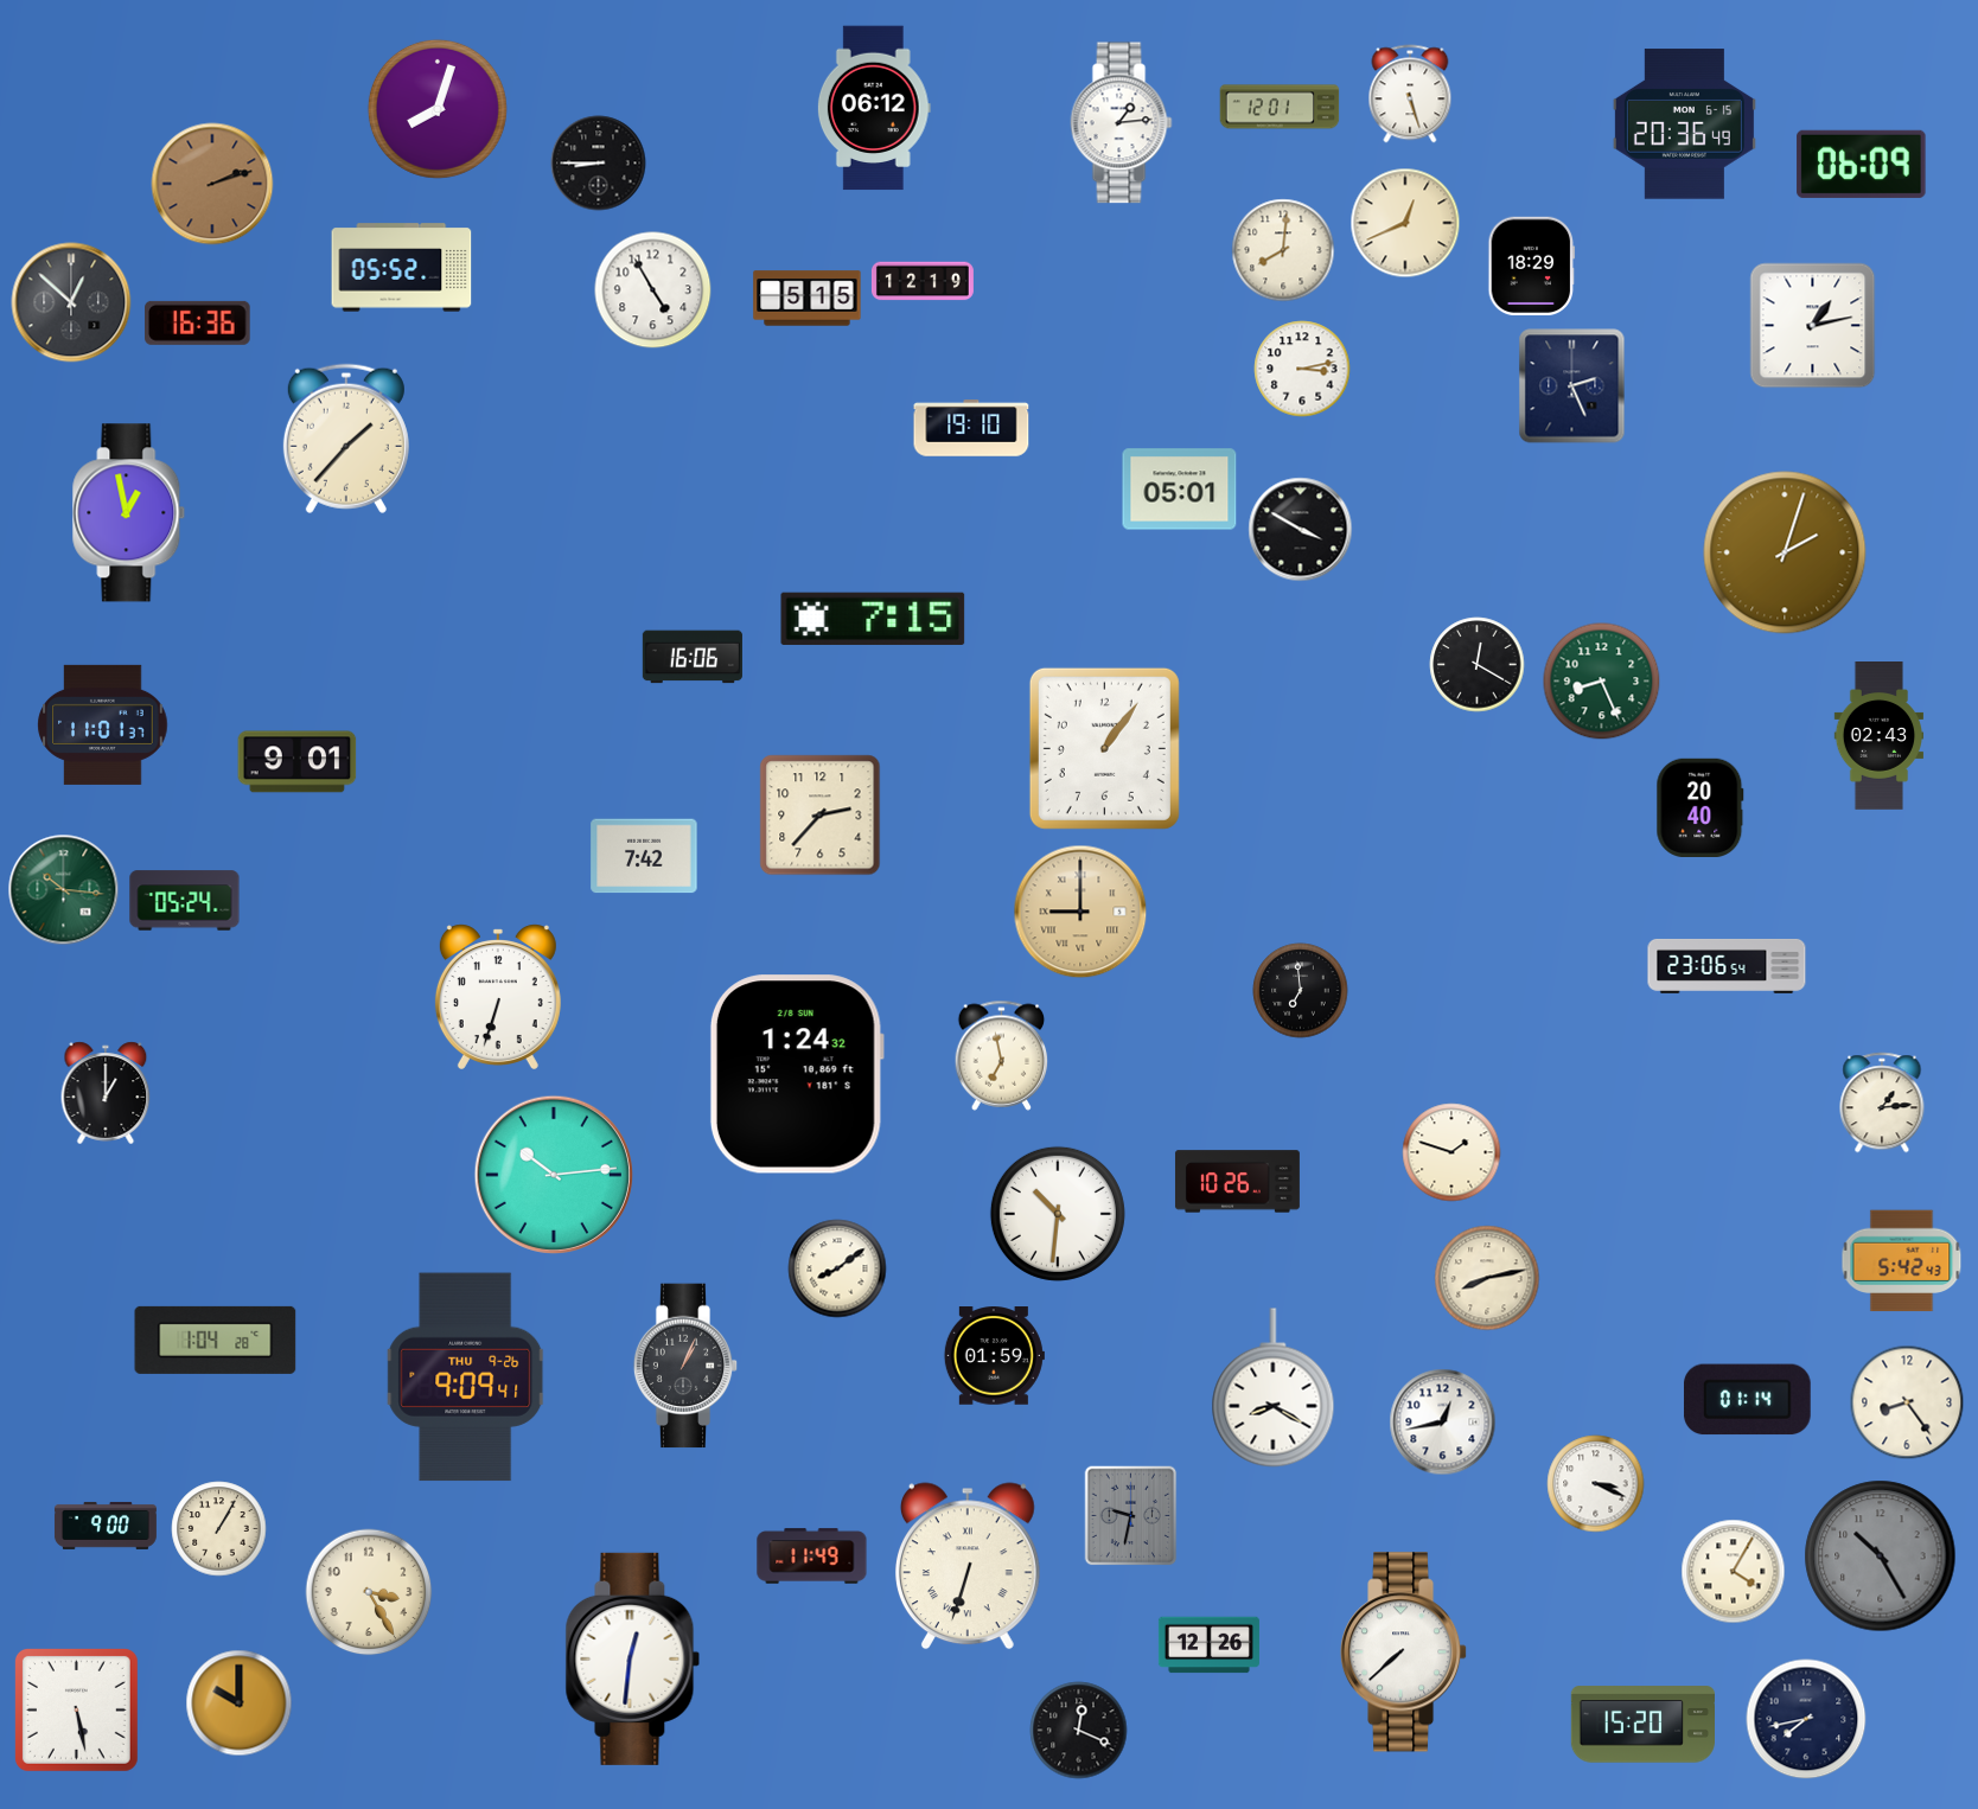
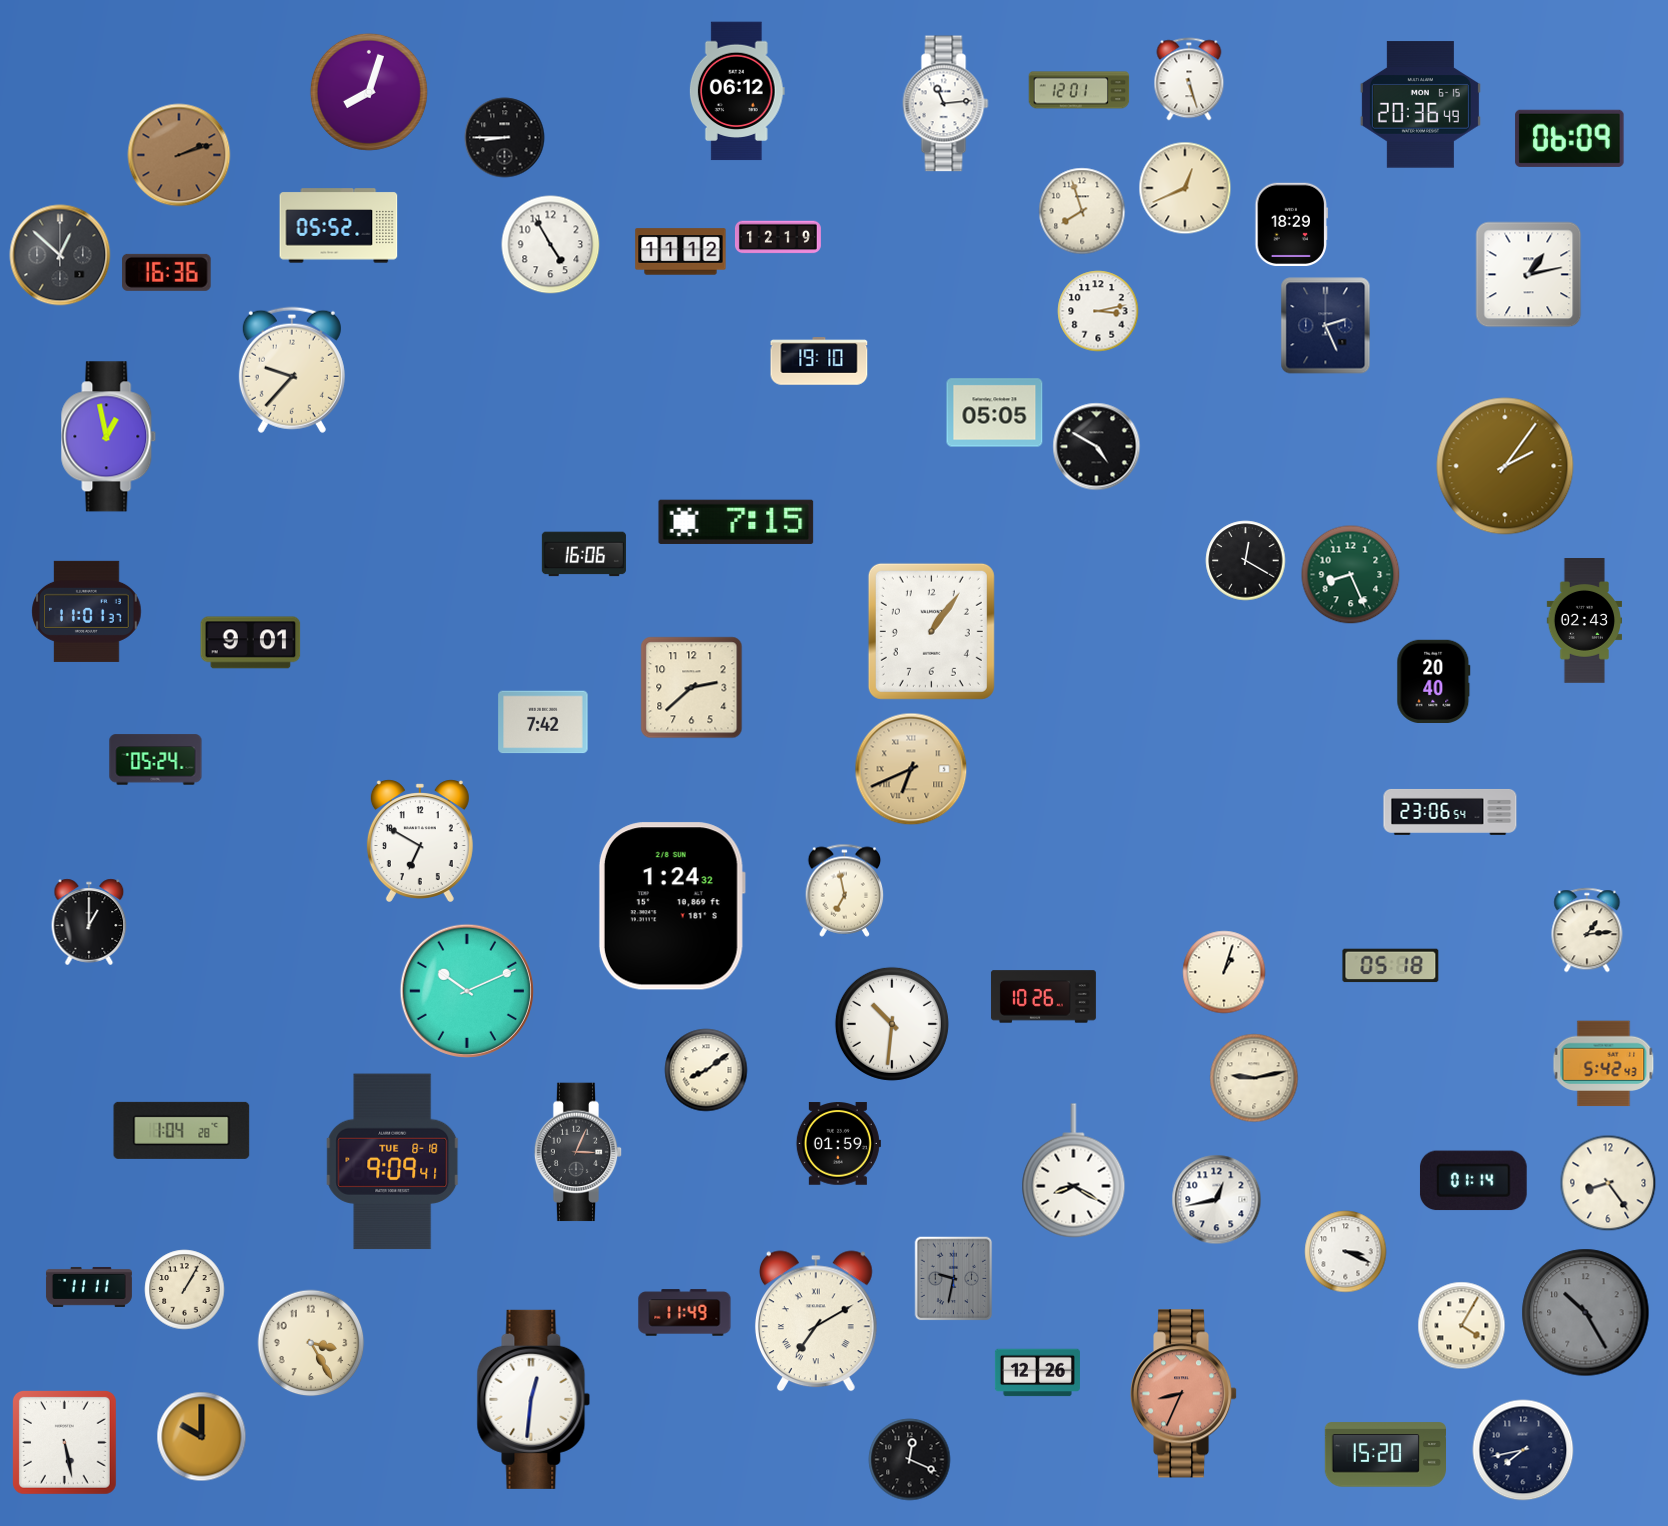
clock at (1122, 123): 1:14 -> 11:14
clock at (1283, 250): 8:01 -> 7:57
clock at (808, 299): 5:15 -> 11:12
clock at (346, 439): 1:37 -> 9:37
clock at (1180, 490): 05:01 -> 05:05
clock at (129, 513) position: (129, 513) -> (109, 437)
clock at (1301, 530): 3:50 -> 4:50
clock at (1785, 552): 2:03 -> 2:06
clock at (821, 816): 2:37 -> 2:38
clock at (64, 890): 10:16 -> none
clock at (1080, 912): 9:00 -> 6:41
clock at (1727, 966) position: (1727, 966) -> (1450, 812)
clock at (1301, 991): 6:59 -> none
clock at (498, 997): 6:33 -> 6:50
clock at (1391, 966): none -> 05:18
clock at (1451, 1152): 1:48 -> 1:03
clock at (554, 1175): 10:14 -> 10:11
clock at (1487, 1278): 8:13 -> 9:13
clock at (685, 1366): 1:04 -> 3:04
clock at (466, 1377) date: THU 9-26 -> TUE 8-18
clock at (106, 1526): 9:00 -> 11:11
clock at (968, 1566): 6:33 -> 7:10
clock at (1208, 1645) position: (1208, 1645) -> (1037, 1373)
clock at (1404, 1653): 7:38 -> 8:34
clock at (1404, 1653) dial: white -> salmon
